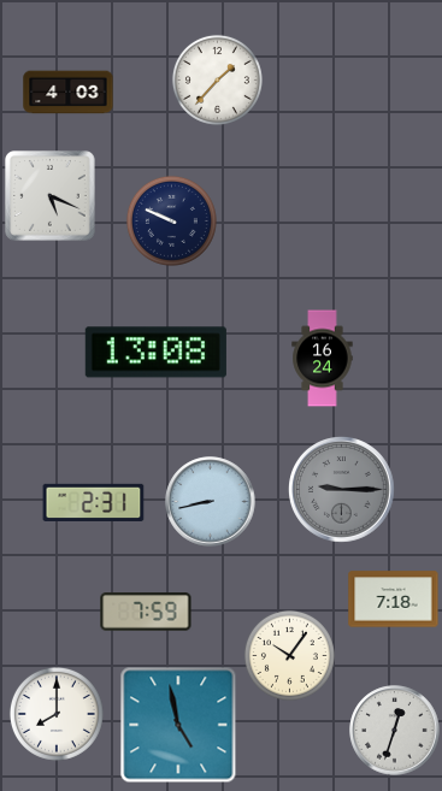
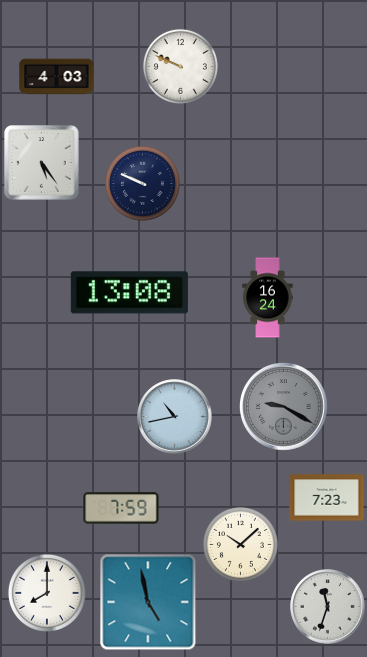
clock at (217, 79): 1:37 -> 9:49
clock at (51, 196): 5:19 -> 5:24
clock at (342, 490): 9:15 -> 9:20
clock at (94, 502): 2:31 -> none
clock at (211, 502): 8:43 -> 10:43
clock at (394, 600): 7:18 -> 7:23
clock at (289, 655): 10:06 -> 10:08
clock at (395, 731): 12:33 -> 11:33
